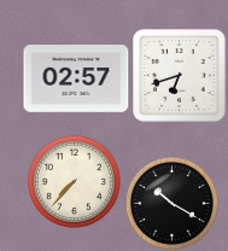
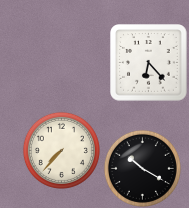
clock at (180, 76): 6:42 -> 6:23
clock at (76, 80): 02:57 -> none
